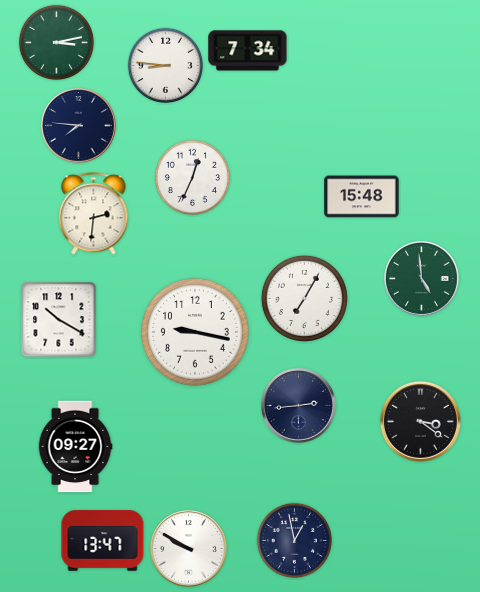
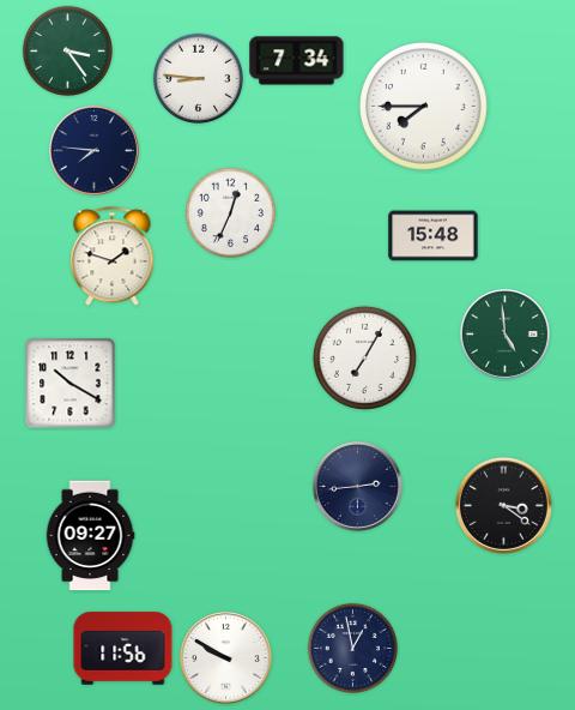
clock at (56, 42): 3:13 -> 3:24
clock at (423, 106): none -> 7:45
clock at (94, 214): 2:31 -> 1:48
clock at (195, 332): 9:17 -> none
clock at (103, 541): 13:47 -> 11:56
